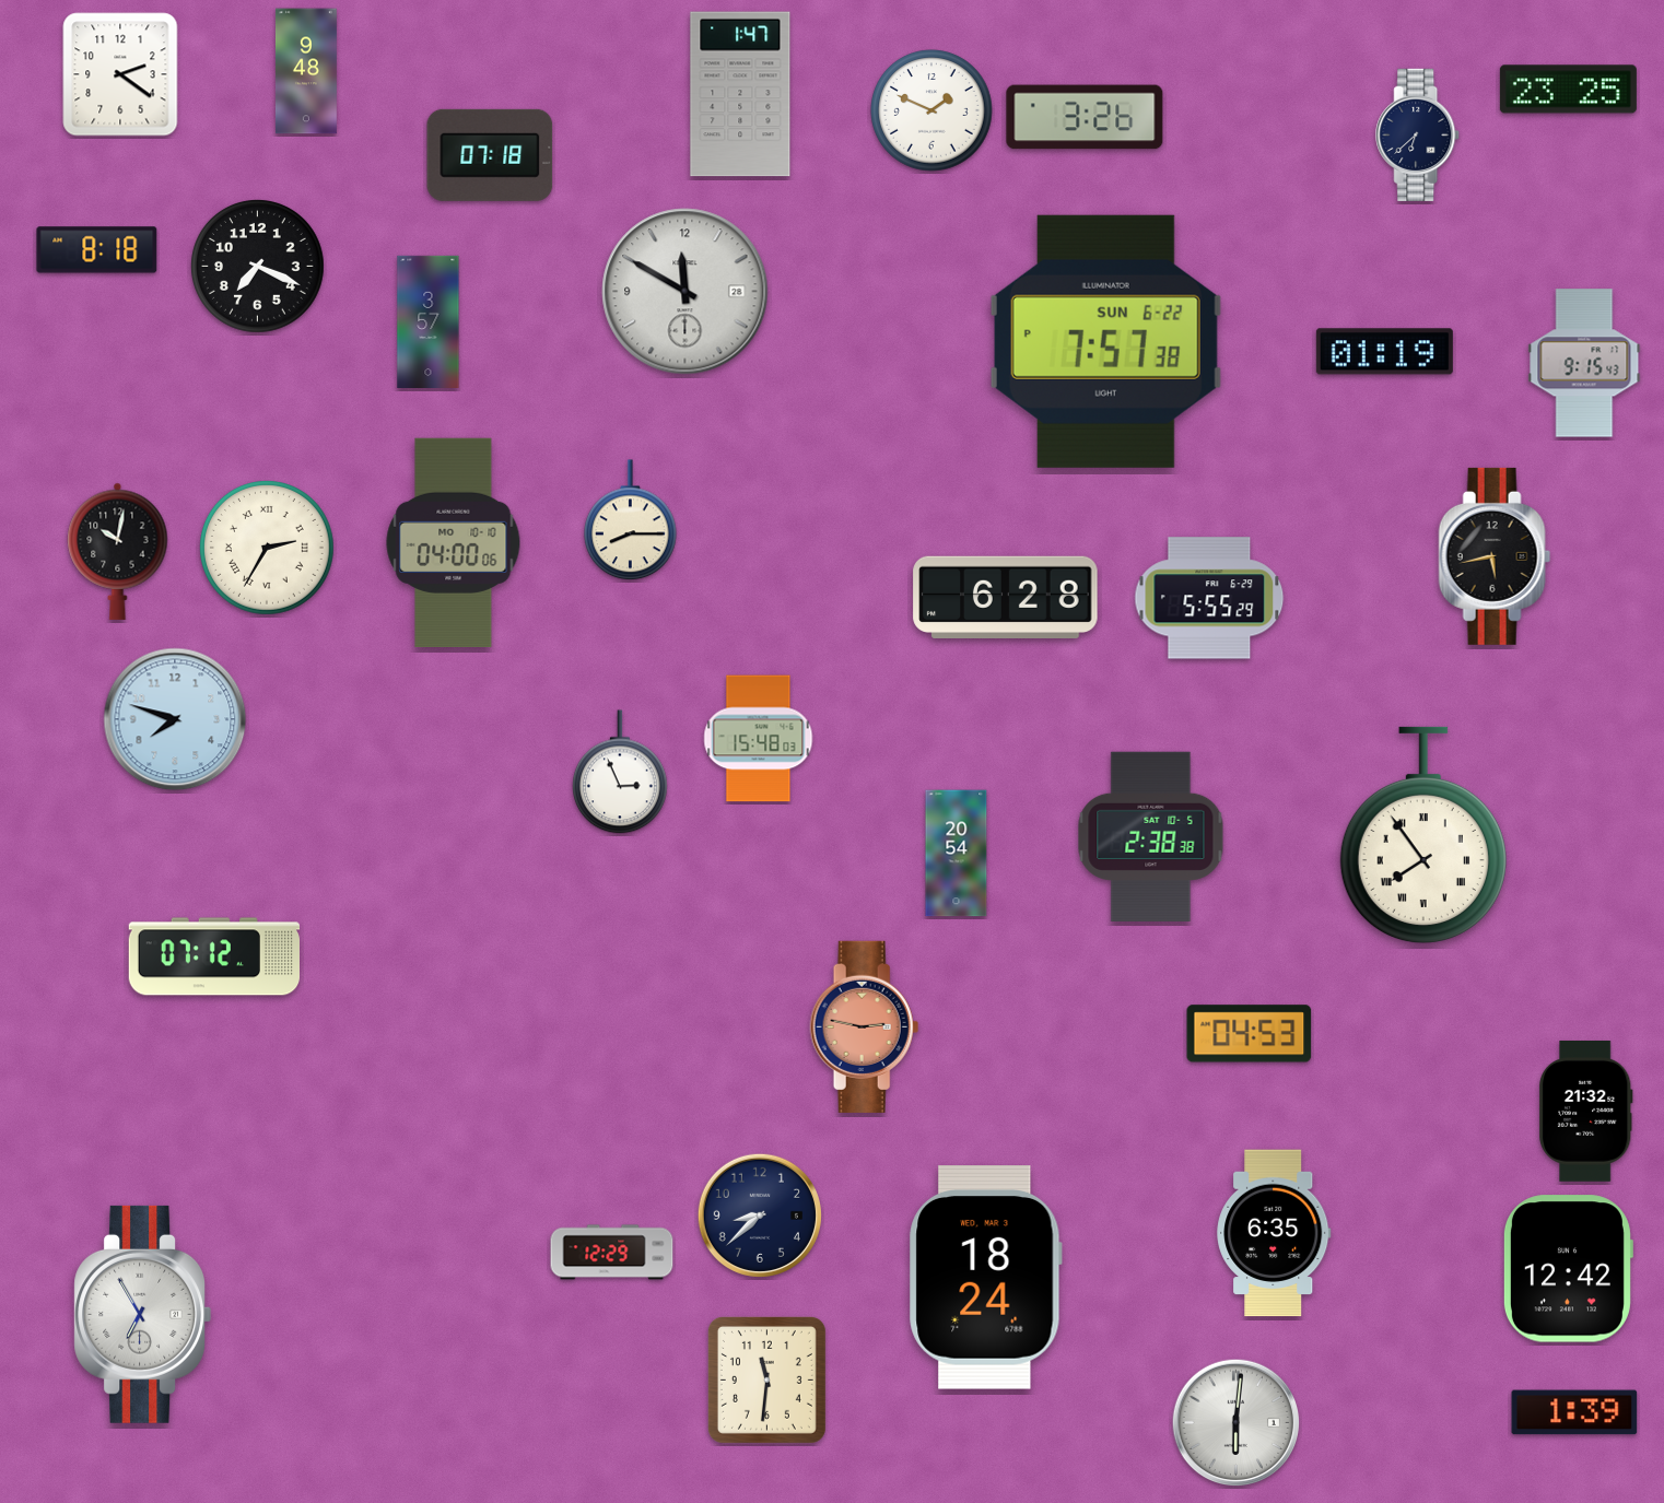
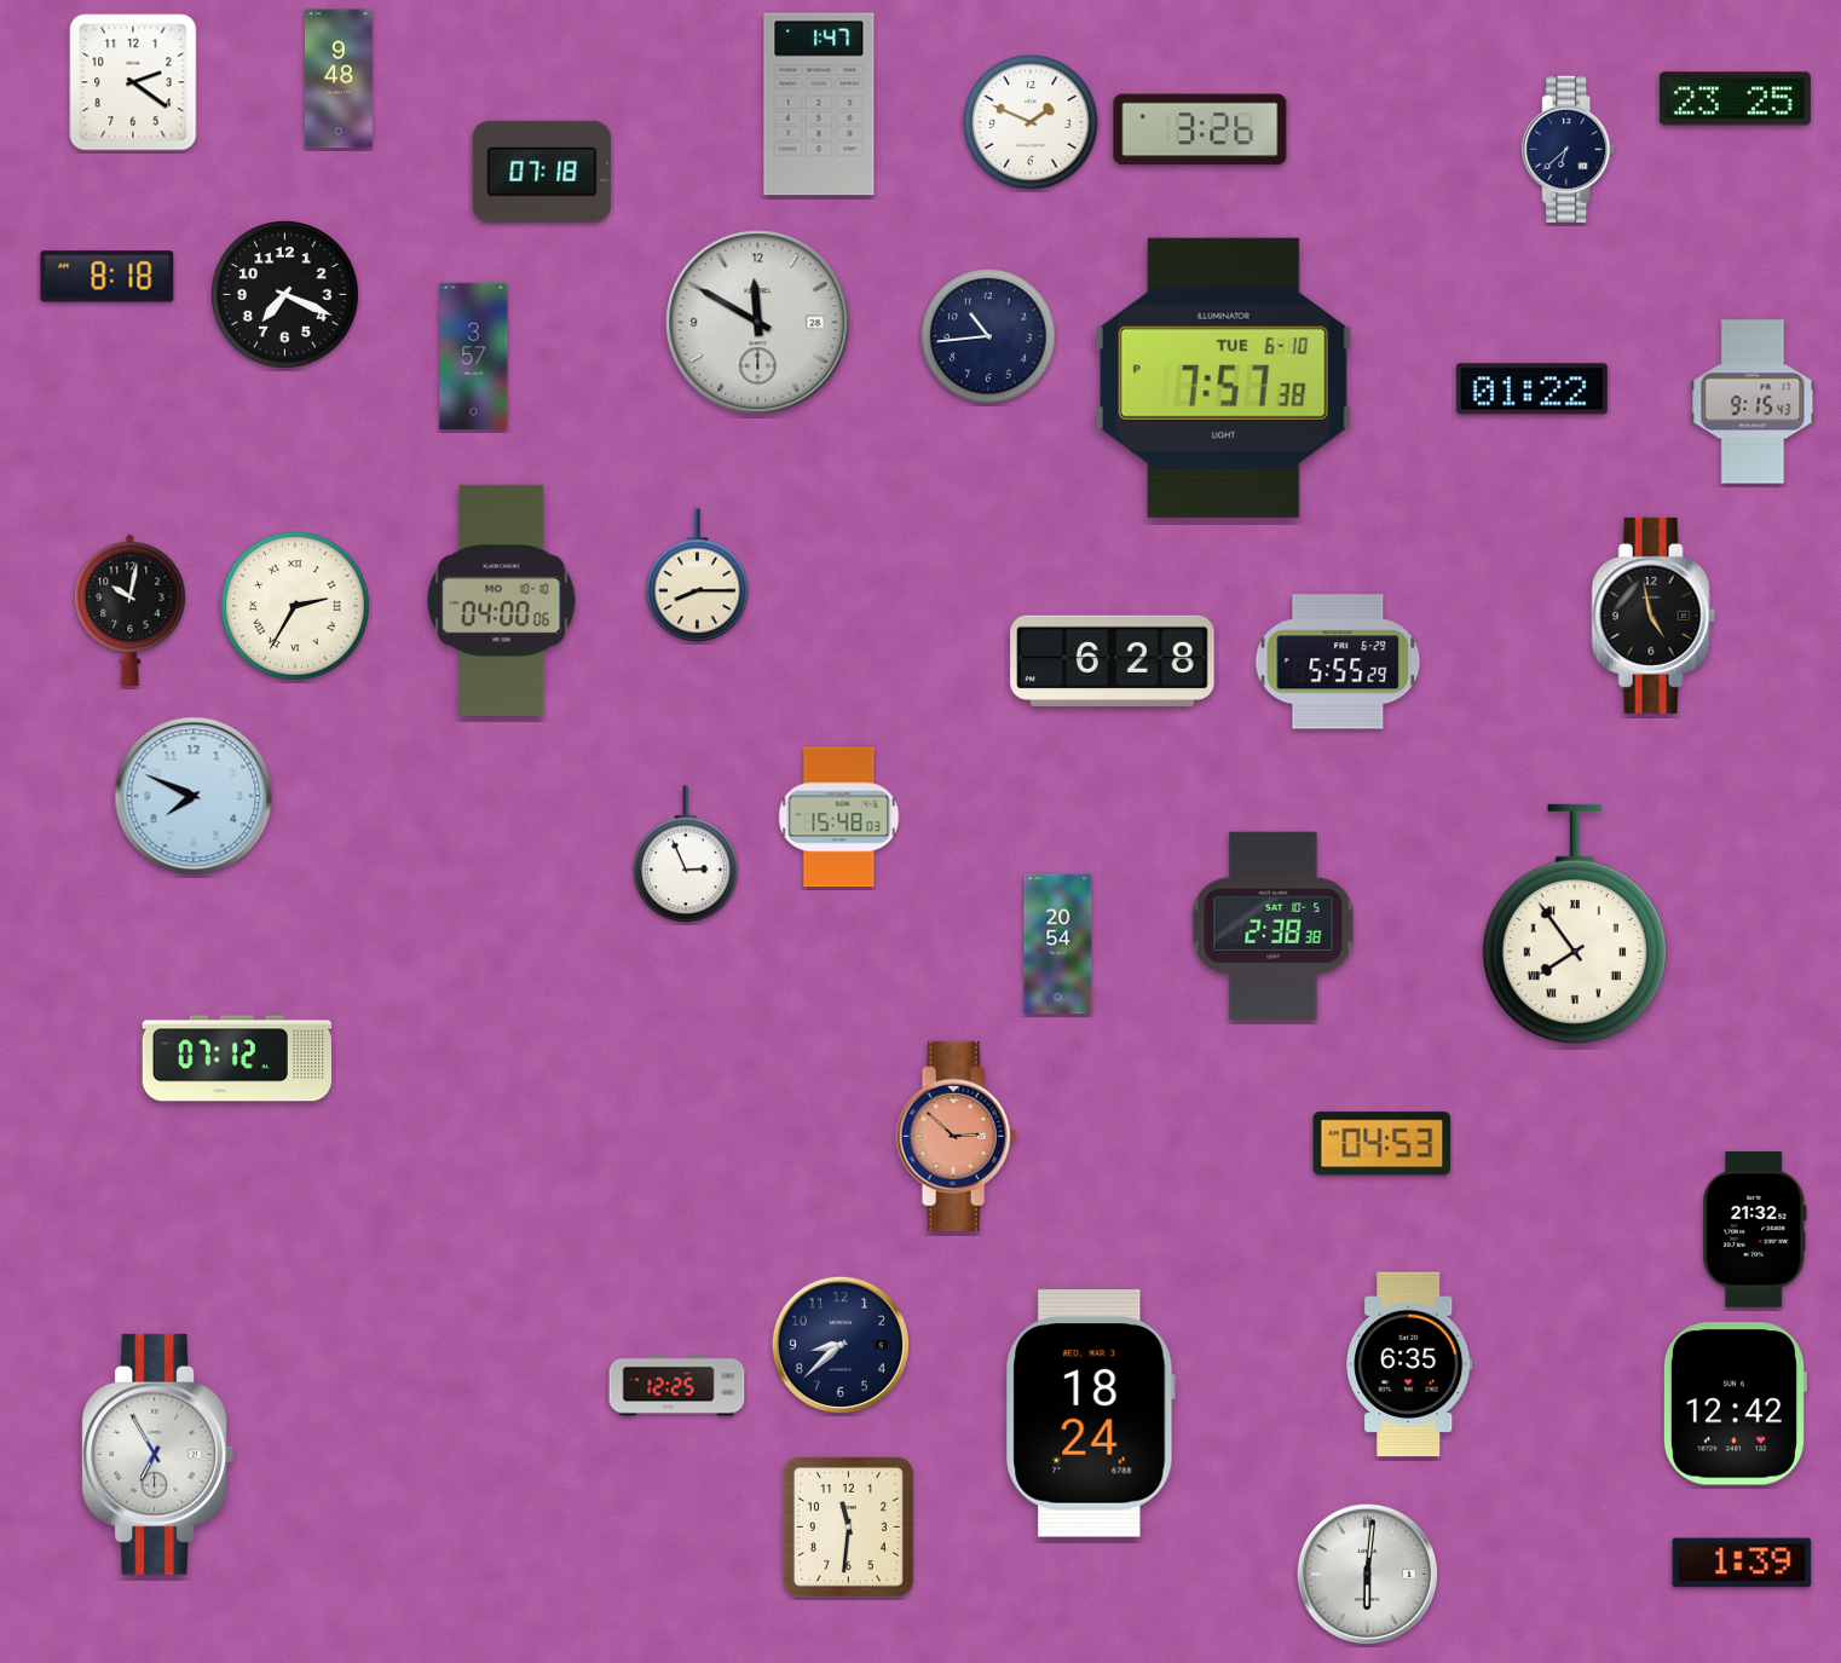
clock at (988, 336): none -> 10:44
clock at (1105, 341) date: SUN 6-22 -> TUE 6-10
clock at (1384, 352): 01:19 -> 01:22
clock at (1495, 556): 5:43 -> 4:58
clock at (175, 719): 7:48 -> 7:49
clock at (865, 1026): 2:47 -> 2:52
clock at (612, 1253): 12:29 -> 12:25
